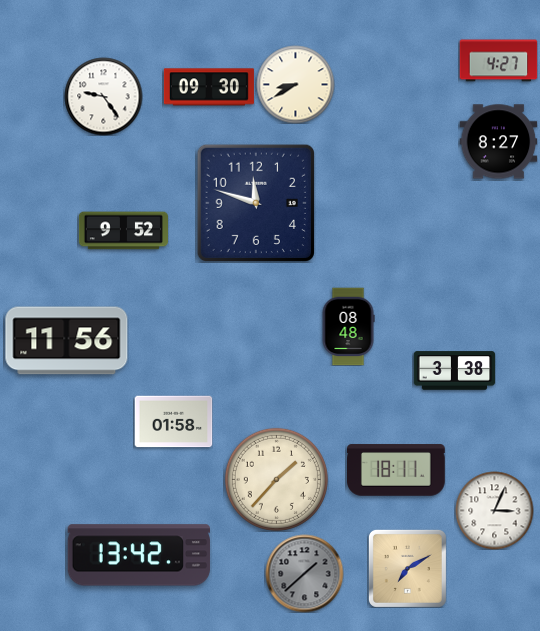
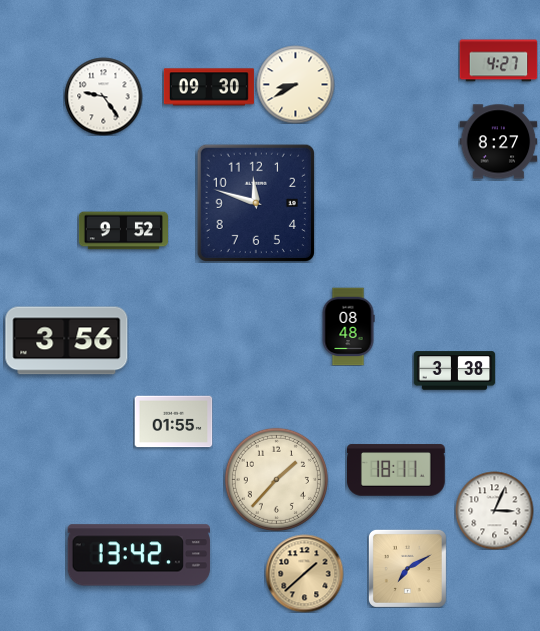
clock at (67, 341): 11:56 -> 3:56
clock at (173, 422): 01:58 -> 01:55
clock at (304, 573) dial: grey -> champagne
